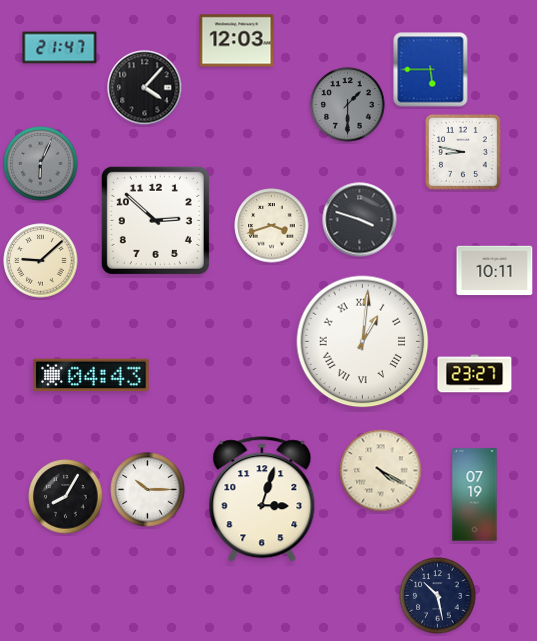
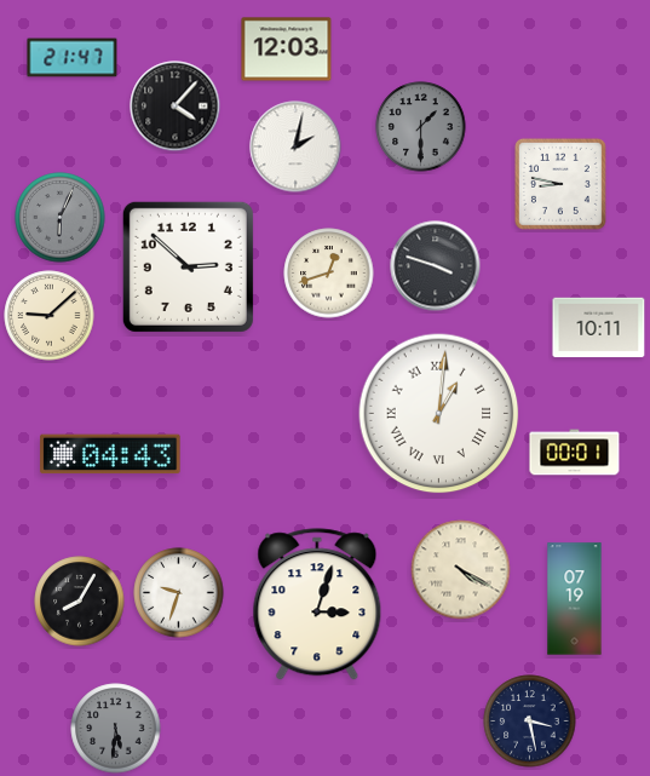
clock at (431, 70): 5:45 -> none
clock at (295, 146): none -> 2:02
clock at (41, 164) position: (41, 164) -> (61, 218)
clock at (272, 226): 3:42 -> 12:42
clock at (475, 374): 23:27 -> 00:01
clock at (148, 490): 10:15 -> 9:33
clock at (438, 596): 10:28 -> 3:28
clock at (116, 729): none -> 5:31
